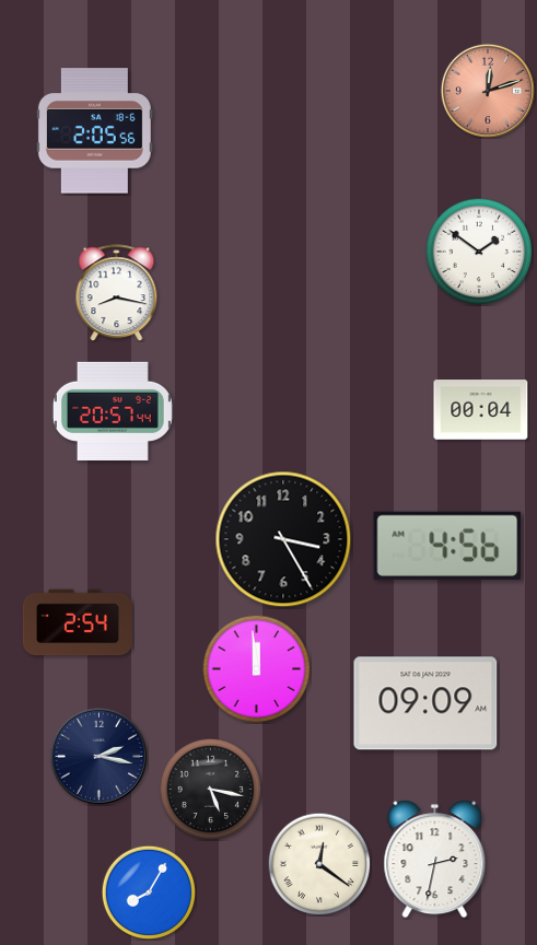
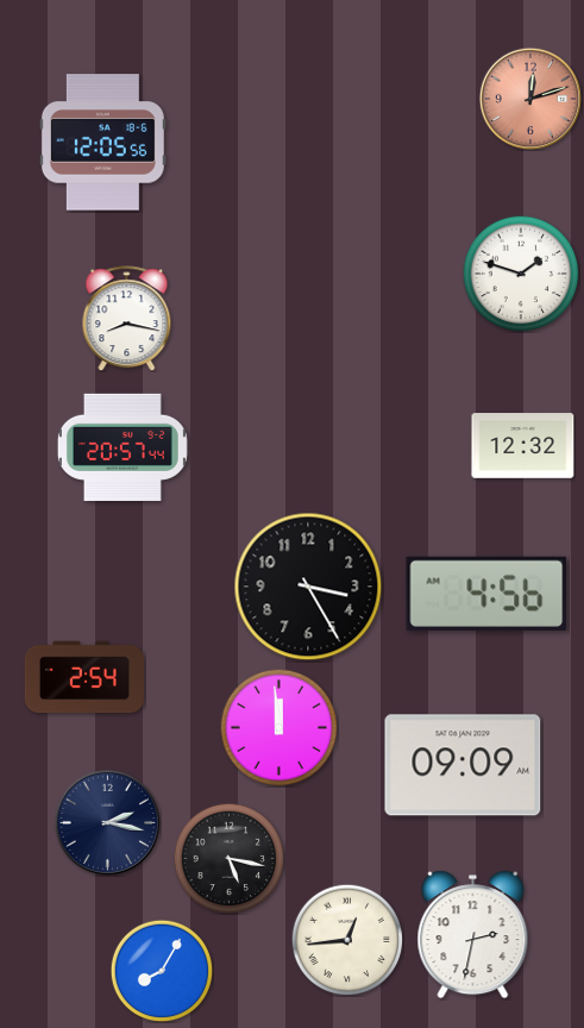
clock at (94, 131): 2:05 -> 12:05
clock at (479, 252): 1:51 -> 1:48
clock at (481, 410): 00:04 -> 12:32
clock at (319, 864): 12:21 -> 12:44
